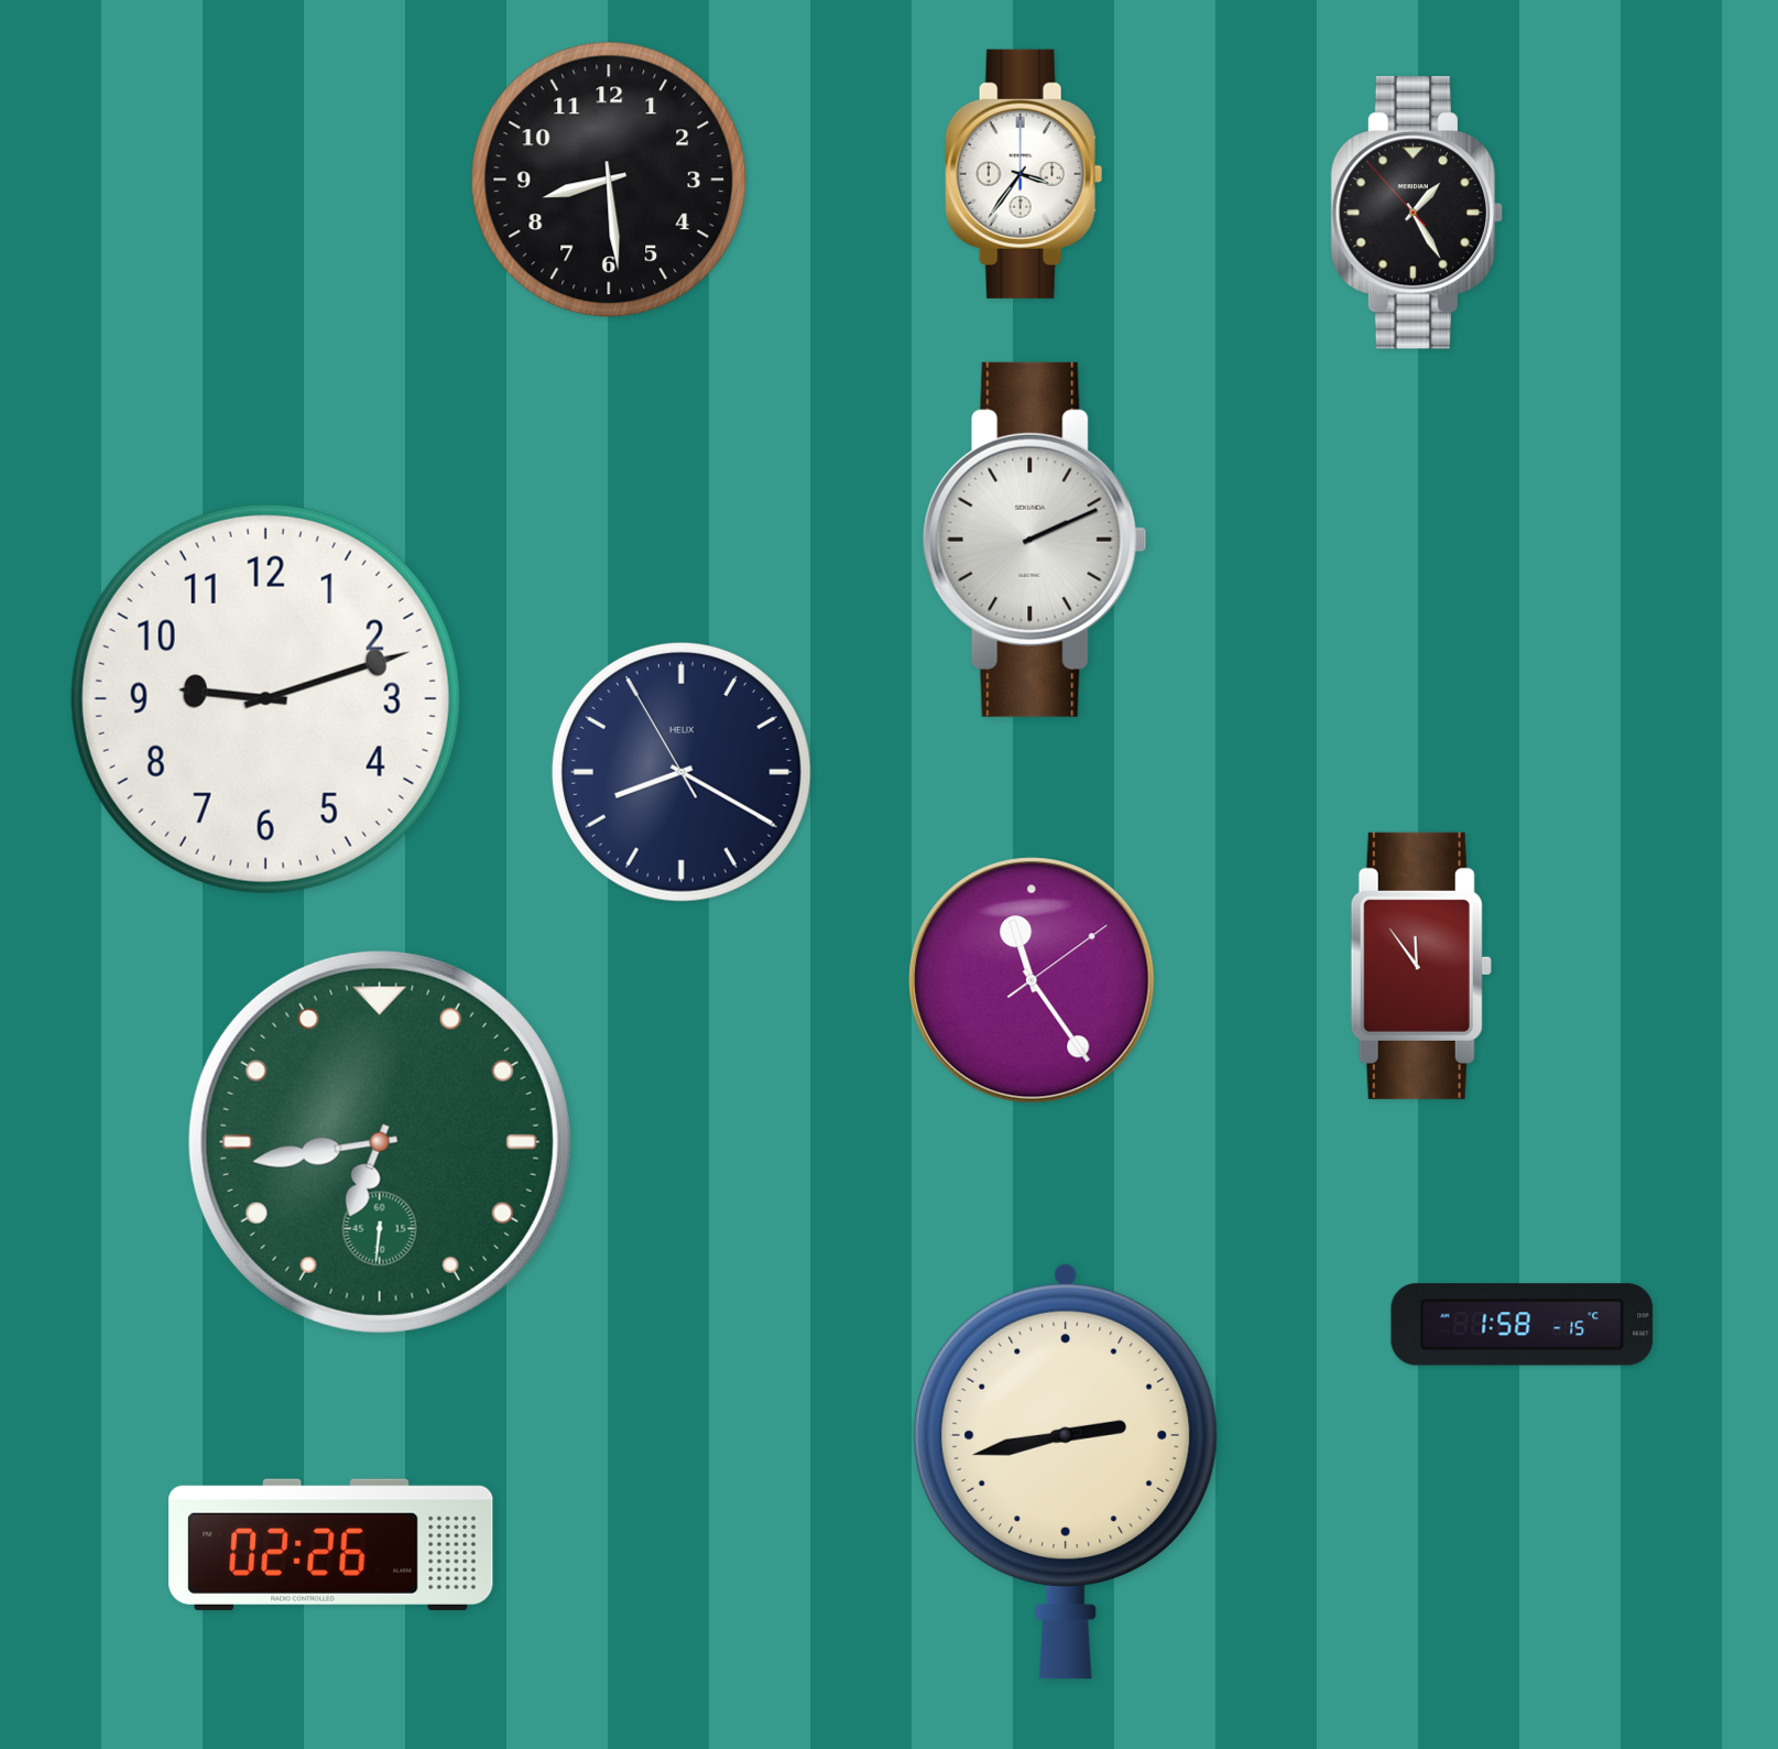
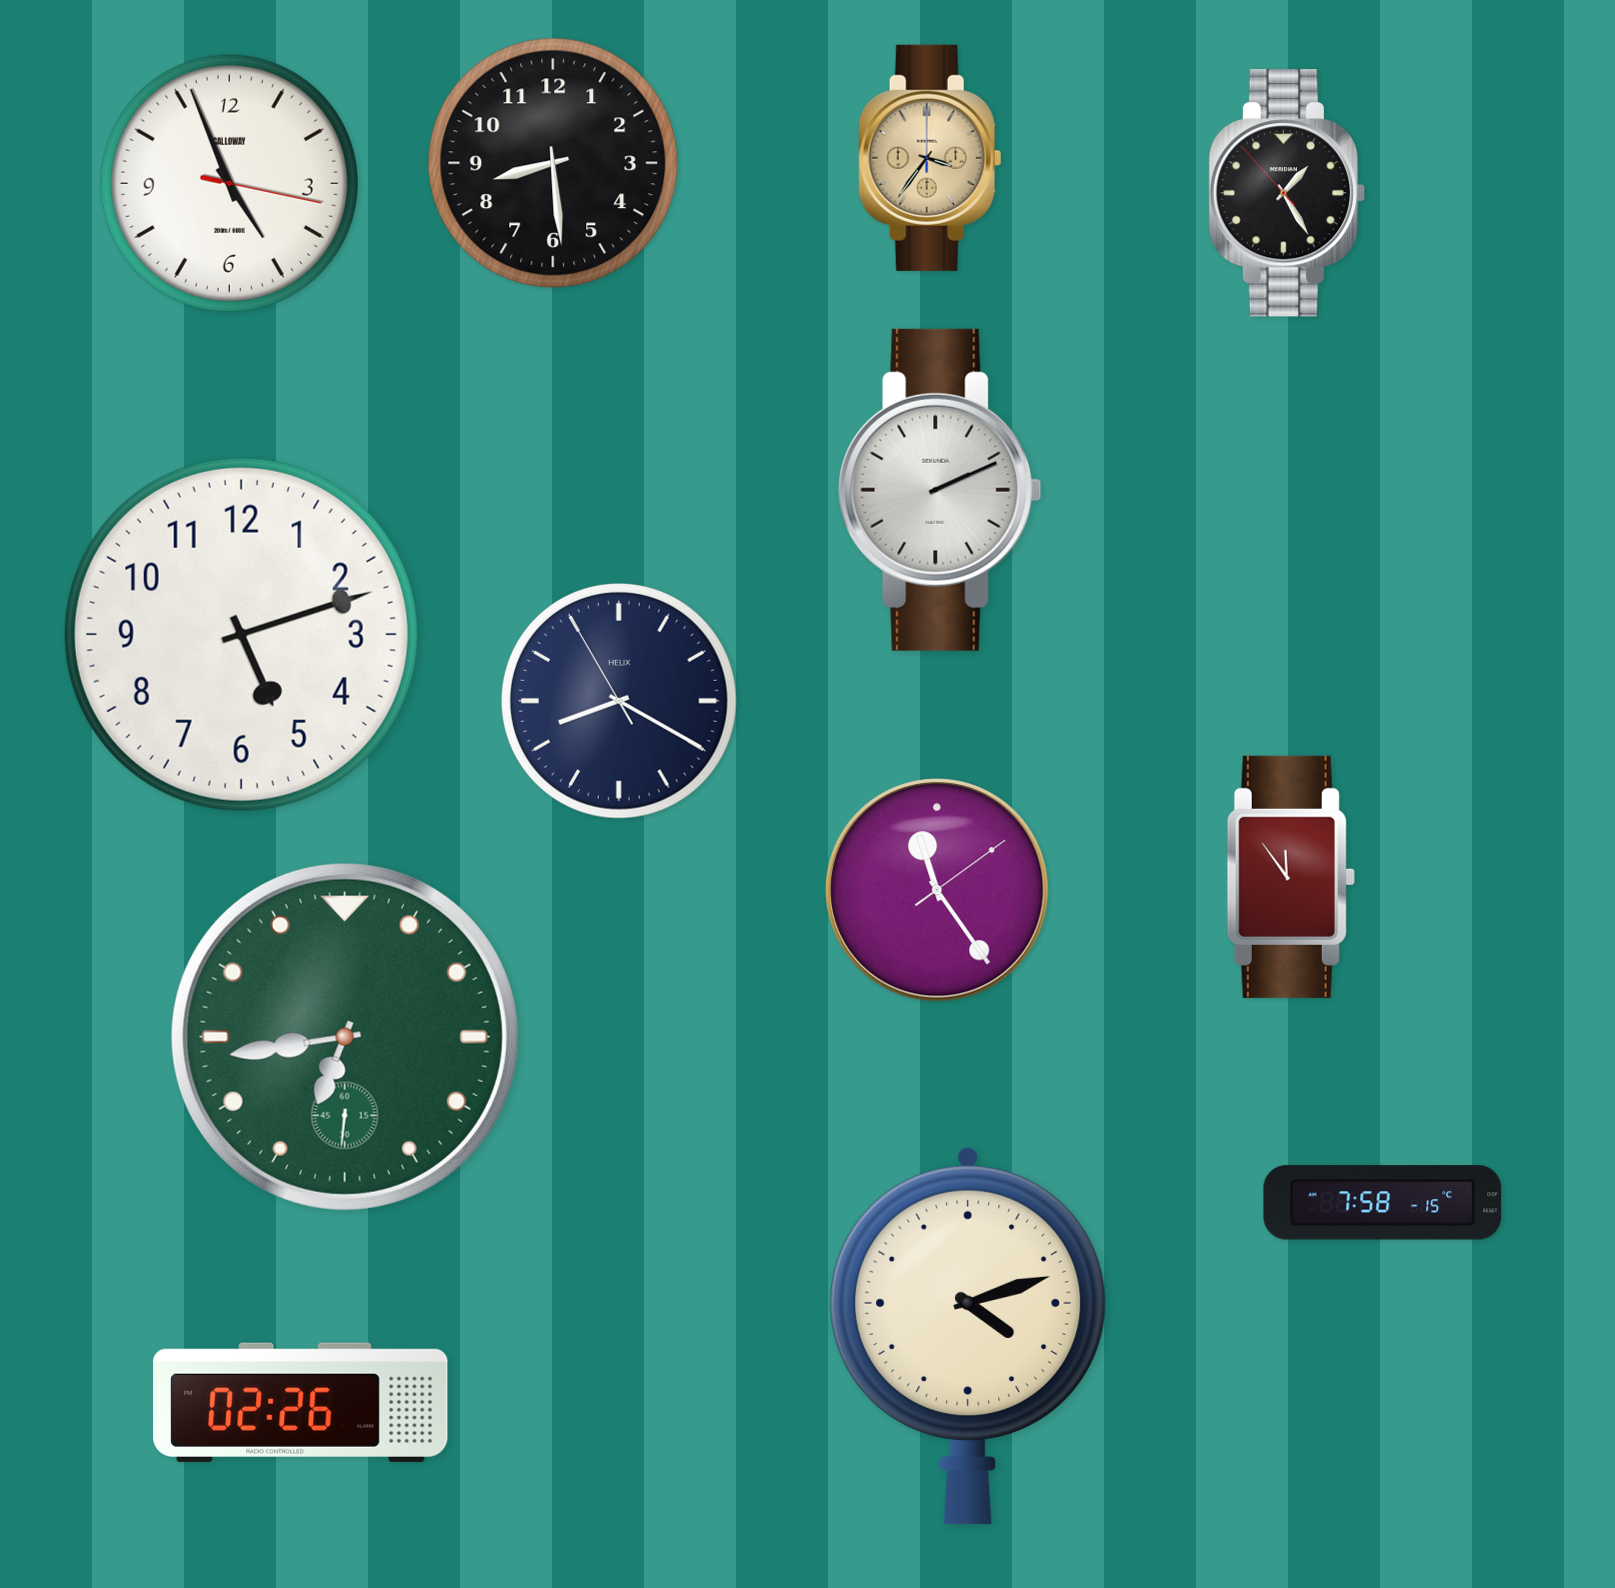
clock at (1024, 174) dial: white -> champagne
clock at (229, 183): none -> 4:56
clock at (265, 698): 9:12 -> 5:12
clock at (1523, 1325): 1:58 -> 7:58
clock at (1067, 1471): 2:43 -> 4:12
